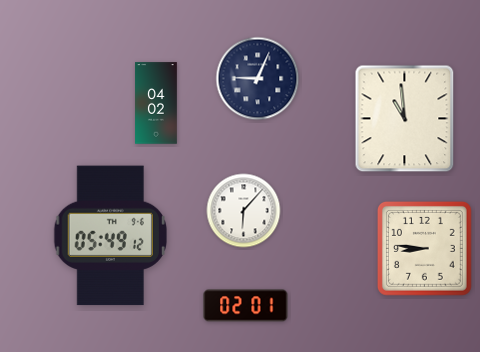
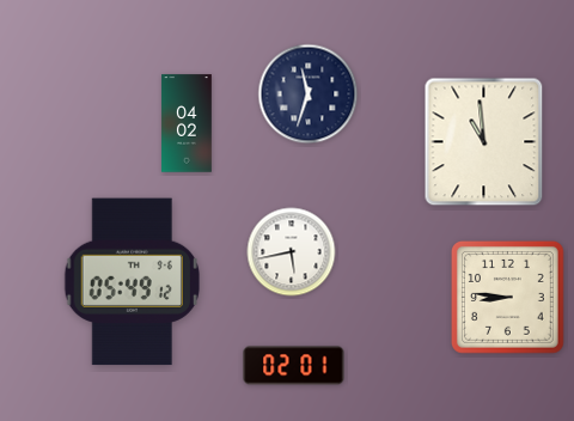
clock at (258, 79): 9:04 -> 11:33
clock at (244, 211): 6:07 -> 5:43
